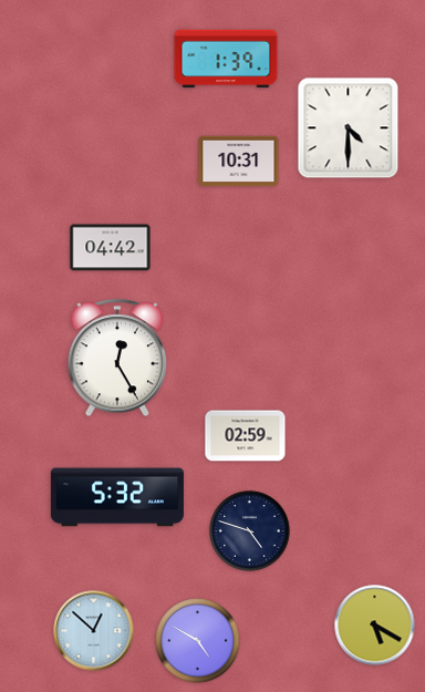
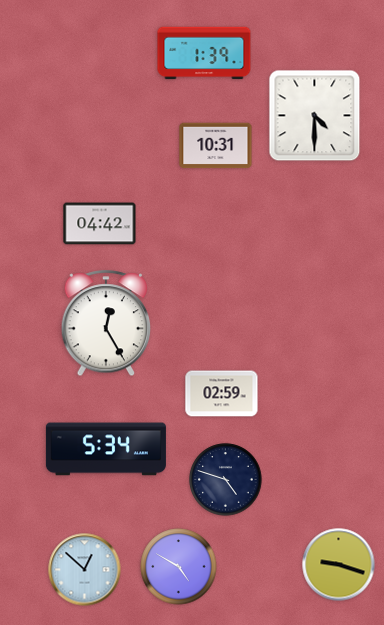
clock at (117, 497): 5:32 -> 5:34
clock at (375, 626): 5:20 -> 9:18
clock at (198, 641) position: (198, 641) -> (179, 567)
